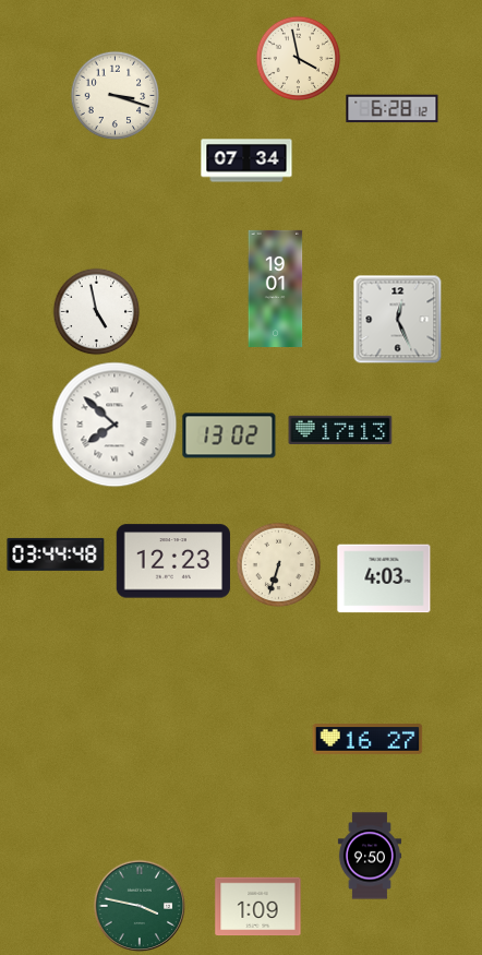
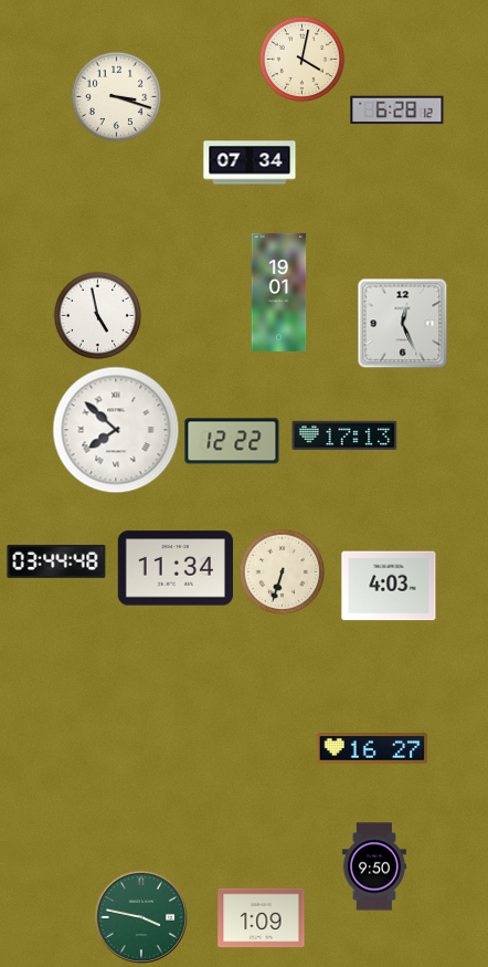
clock at (298, 58): 3:58 -> 4:02
clock at (229, 435): 13:02 -> 12:22
clock at (172, 561): 12:23 -> 11:34
